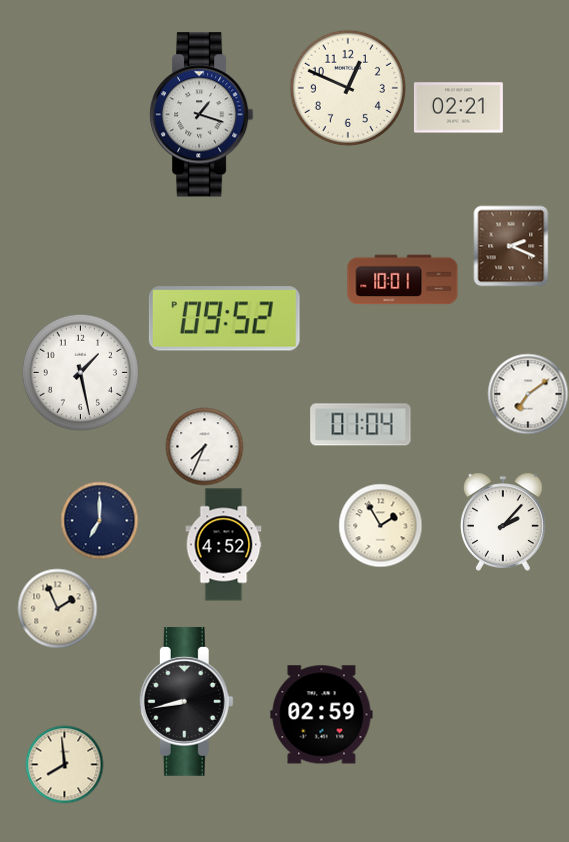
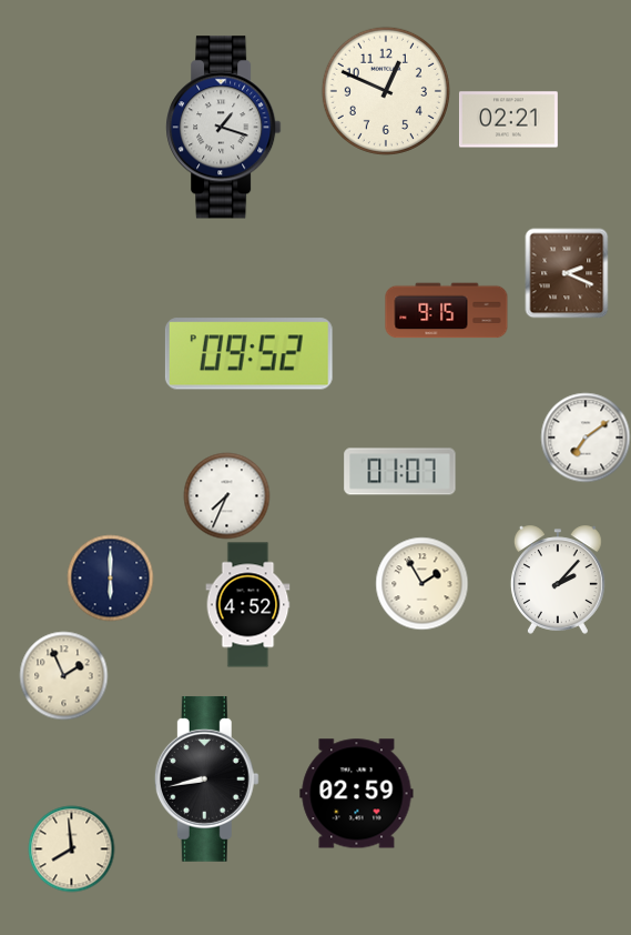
clock at (348, 88) position: (348, 88) -> (386, 91)
clock at (403, 280): 10:01 -> 9:15
clock at (80, 372): 1:28 -> none
clock at (361, 425): 01:04 -> 01:07
clock at (99, 520): 7:00 -> 6:00
